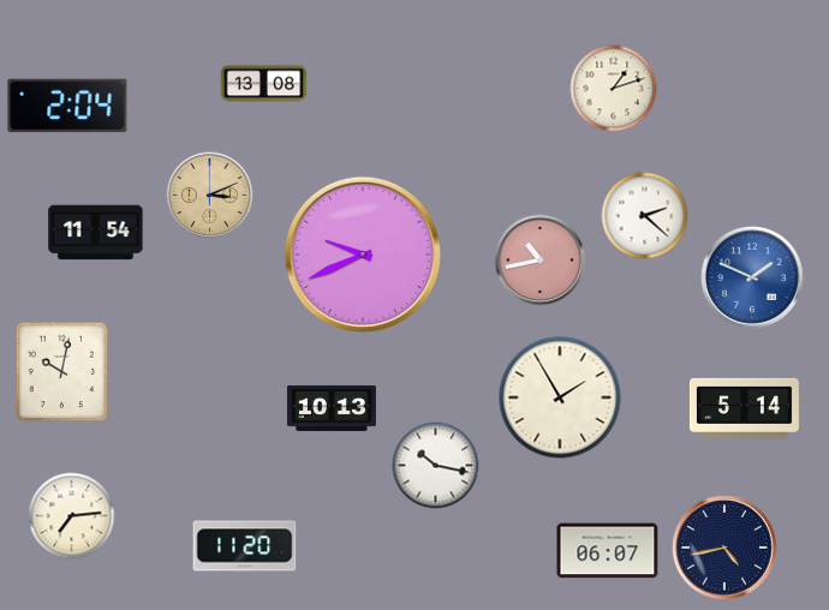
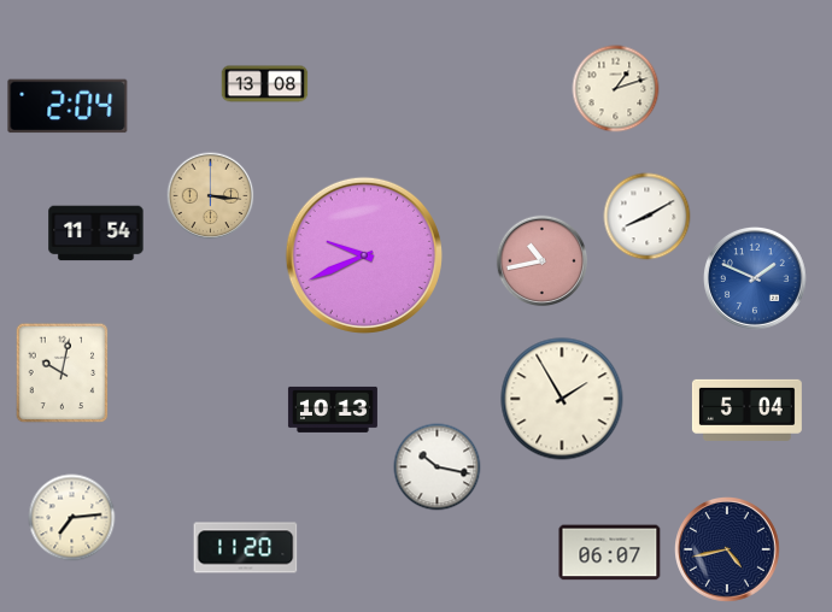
clock at (210, 196): 3:11 -> 3:16
clock at (645, 216): 2:22 -> 8:10
clock at (744, 408): 5:14 -> 5:04
